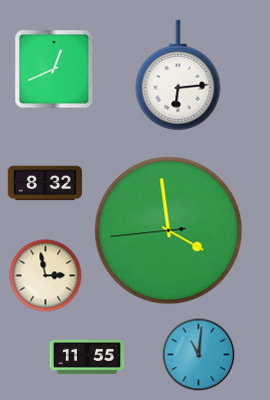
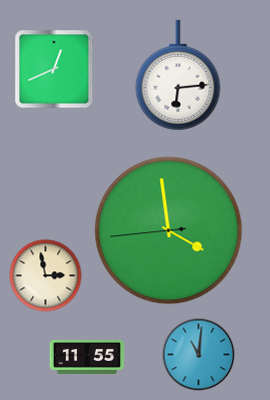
clock at (45, 183): 8:32 -> none
